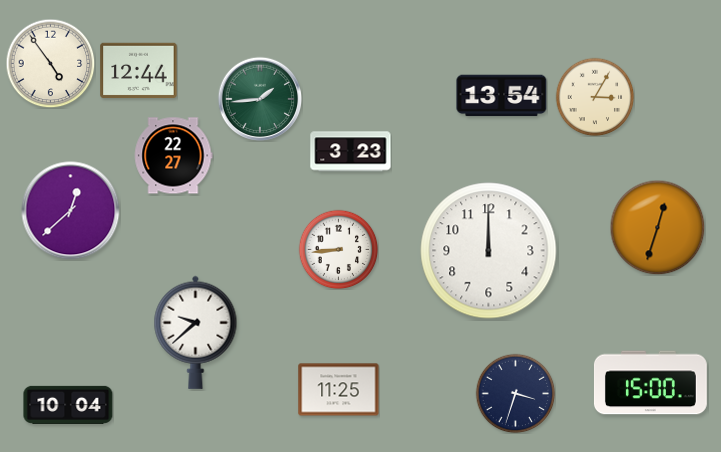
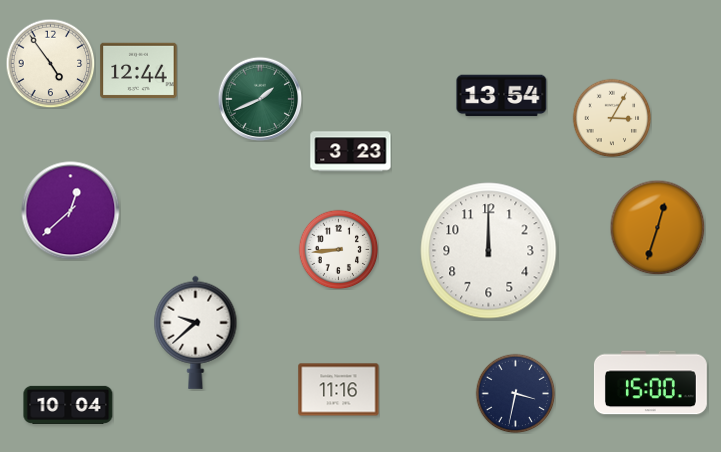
clock at (595, 97) position: (595, 97) -> (612, 118)
clock at (260, 99): 1:44 -> 1:41
clock at (173, 156): 22:27 -> none
clock at (339, 390): 11:25 -> 11:16
clock at (515, 393): 3:33 -> 3:32
